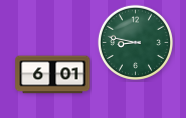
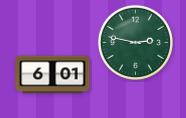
clock at (135, 42): 8:47 -> 2:47
